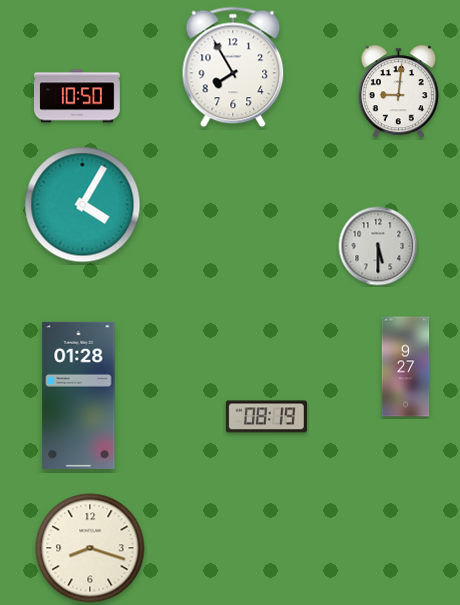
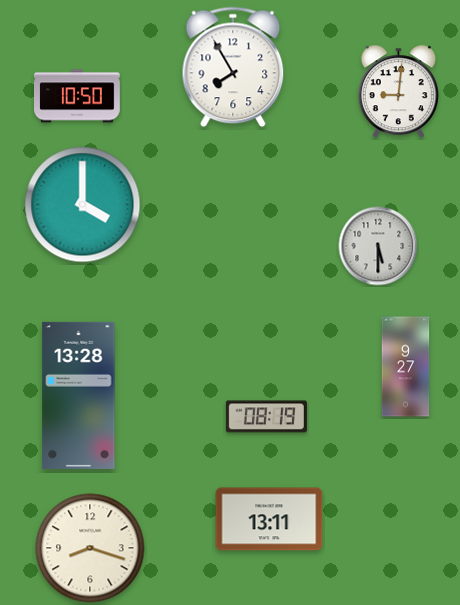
clock at (83, 205): 4:05 -> 4:00
clock at (79, 395): 01:28 -> 13:28
clock at (269, 519): none -> 13:11
